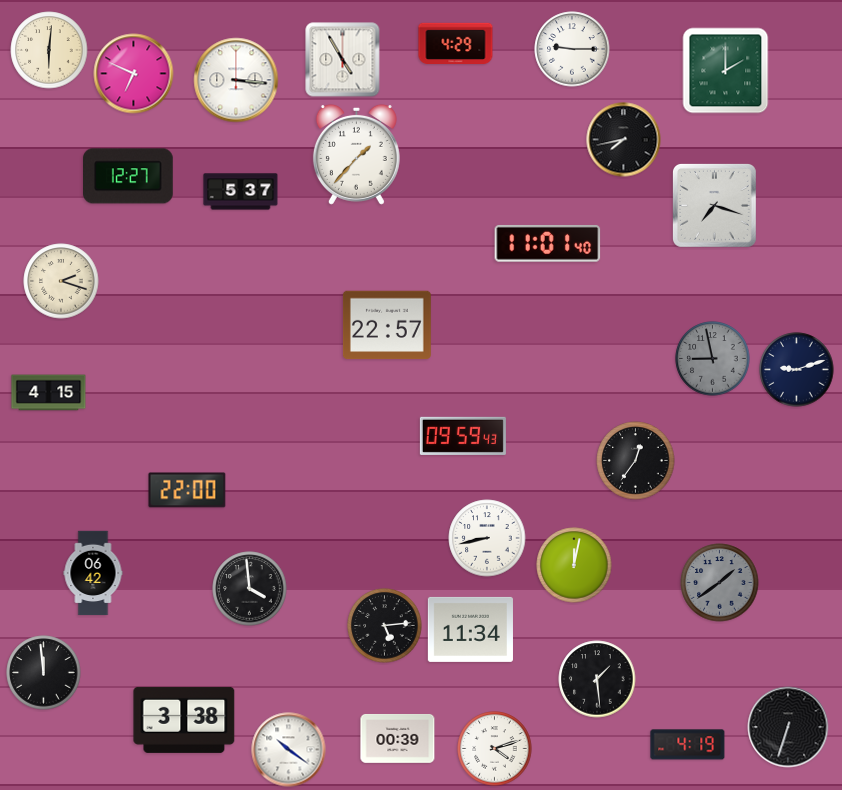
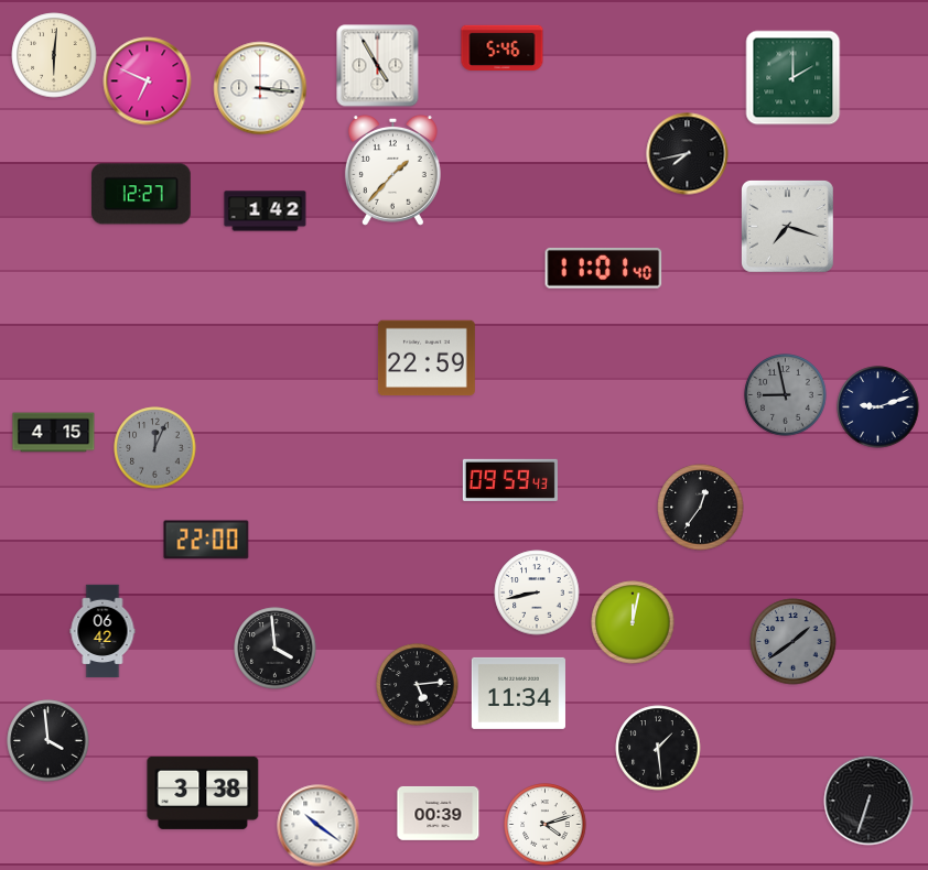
clock at (456, 44): 4:29 -> 5:46
clock at (572, 49): 9:15 -> none
clock at (726, 71) position: (726, 71) -> (794, 78)
clock at (241, 192): 5:37 -> 1:42
clock at (61, 281): 2:18 -> none
clock at (387, 325): 22:57 -> 22:59
clock at (155, 448): none -> 12:04
clock at (385, 626) position: (385, 626) -> (418, 685)
clock at (44, 673): 11:59 -> 3:59
clock at (688, 745): 4:19 -> none
